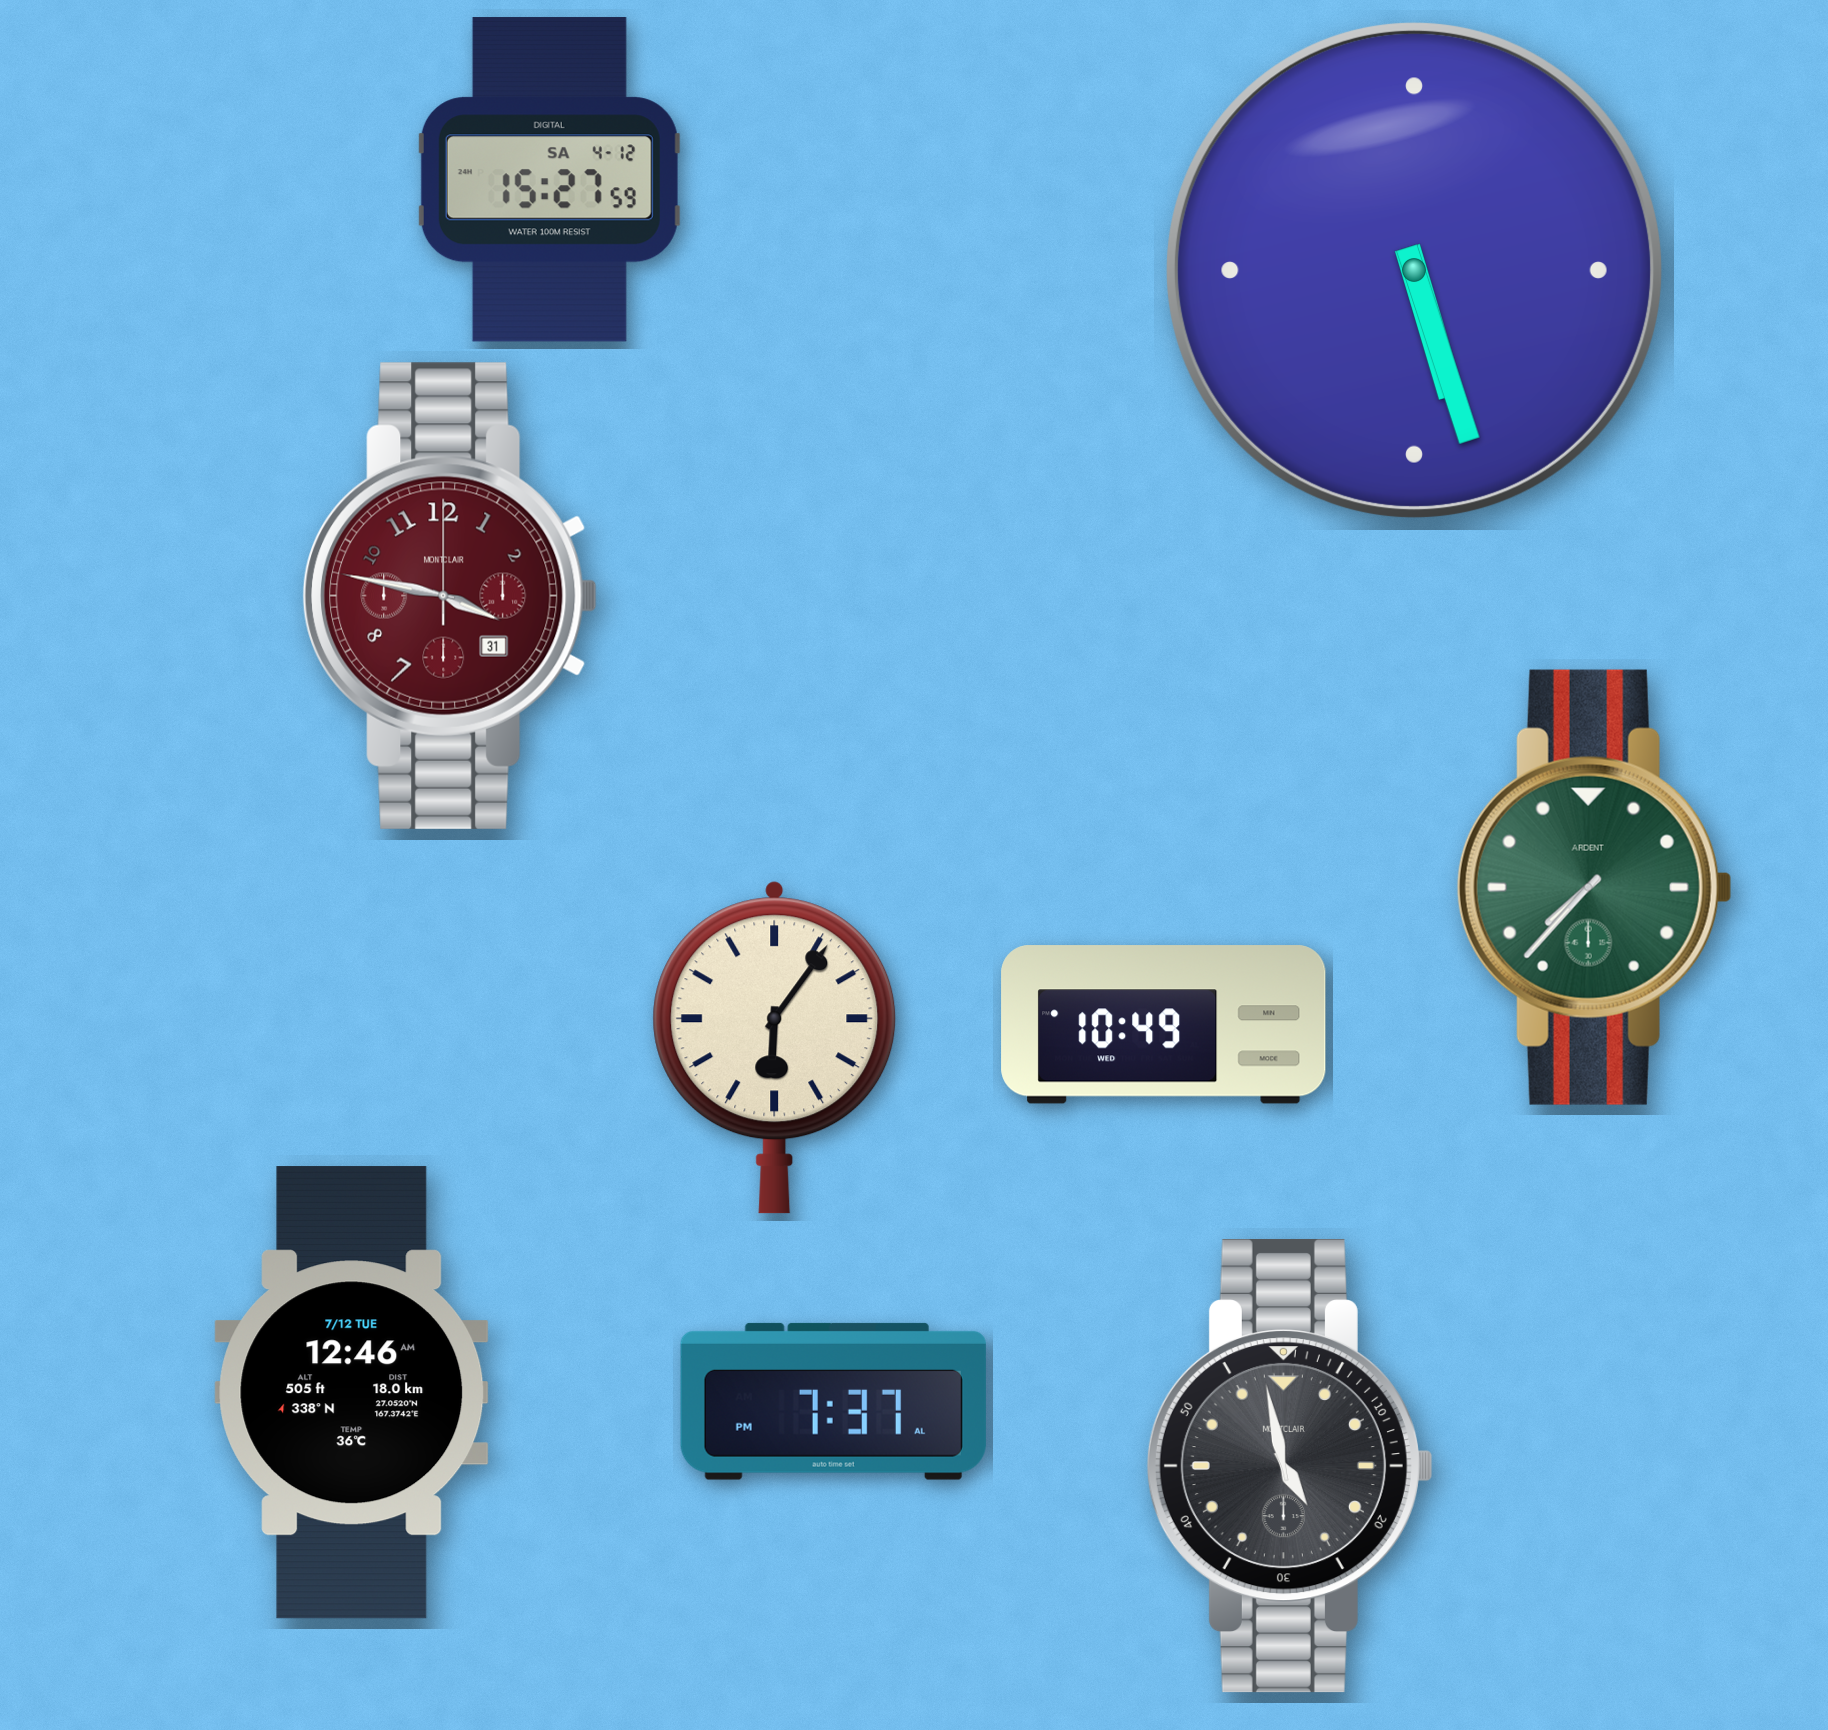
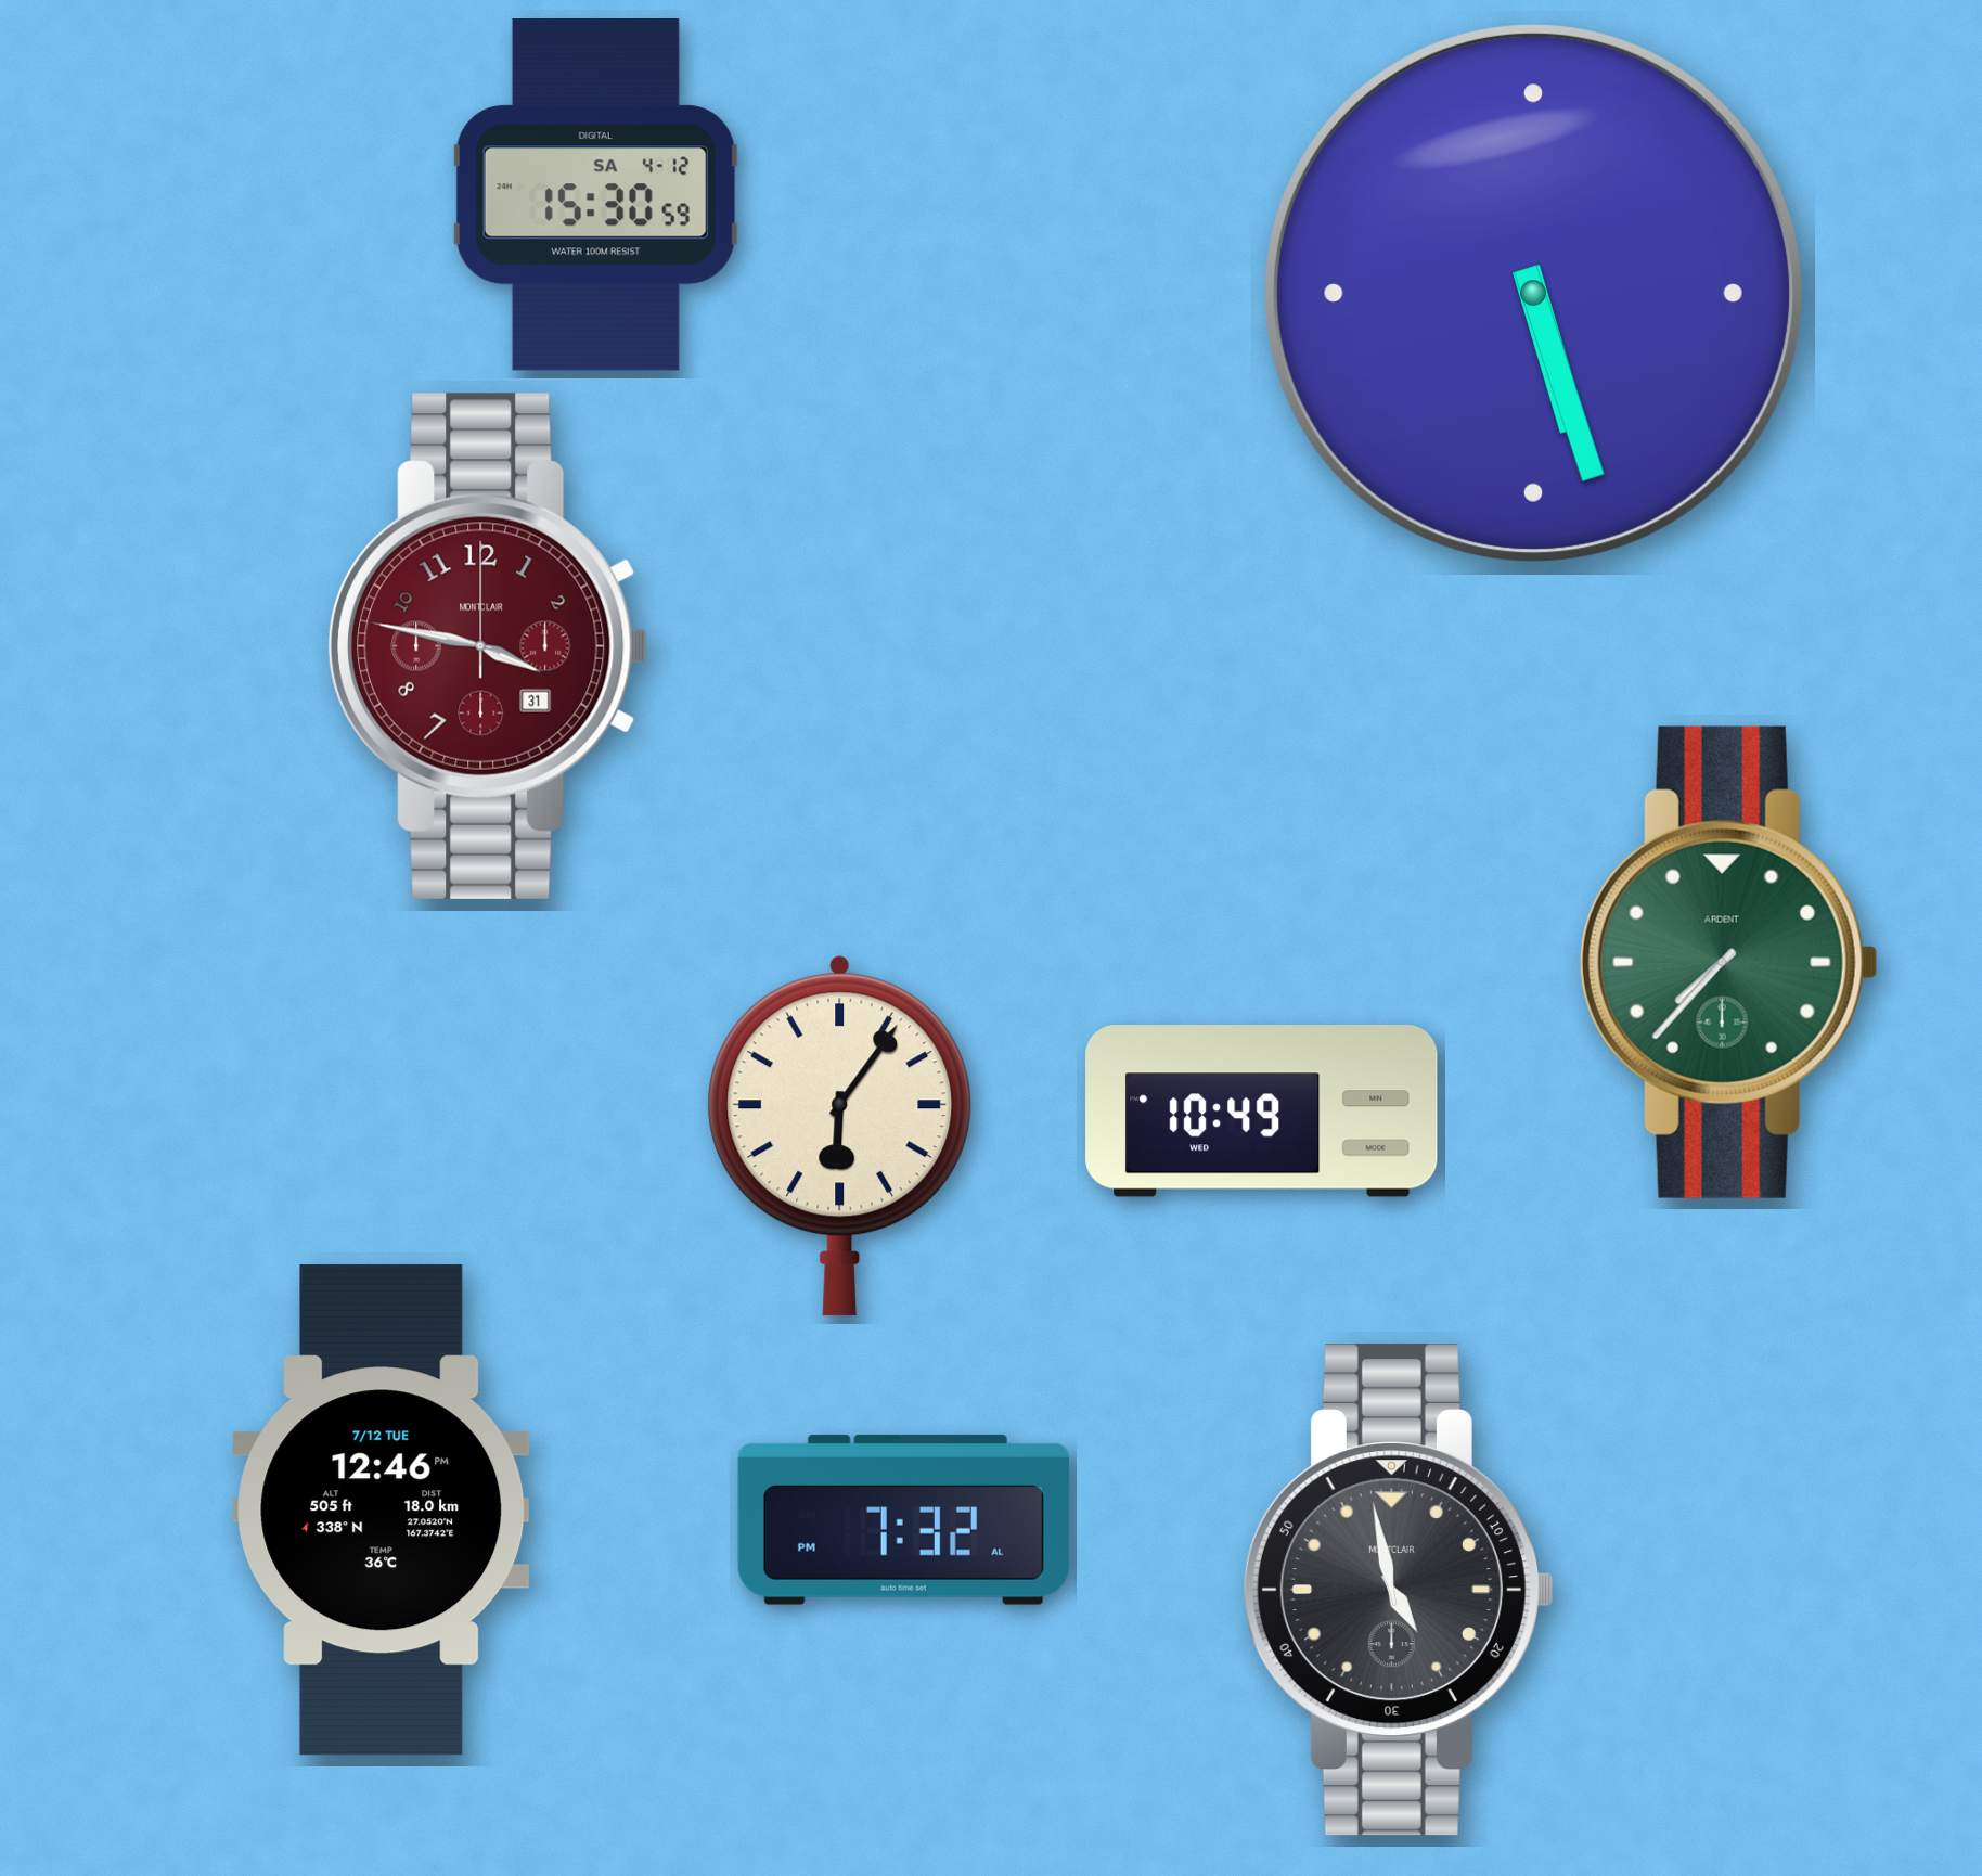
clock at (549, 180): 15:27 -> 15:30
clock at (352, 1393): 12:46 AM -> 12:46 PM
clock at (833, 1401): 7:37 -> 7:32
